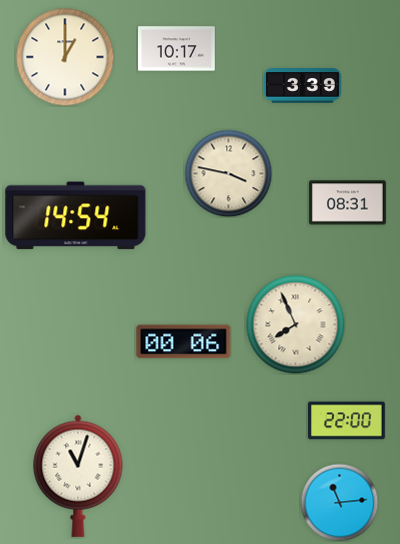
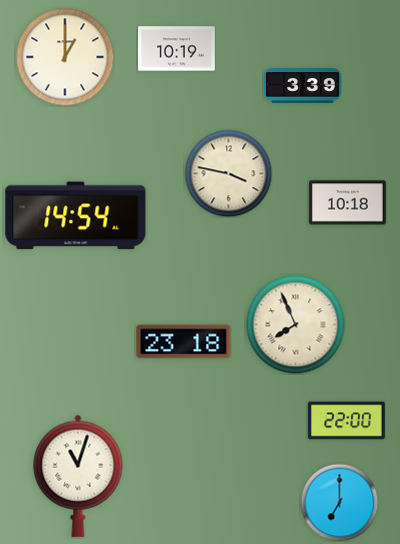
clock at (177, 49): 10:17 -> 10:19
clock at (348, 203): 08:31 -> 10:18
clock at (184, 342): 00:06 -> 23:18
clock at (339, 502): 11:14 -> 7:00
